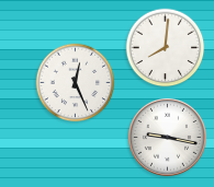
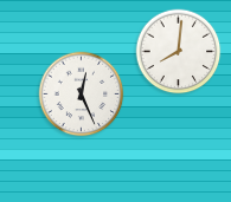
clock at (76, 83) position: (76, 83) -> (82, 95)
clock at (167, 137): 9:17 -> none
